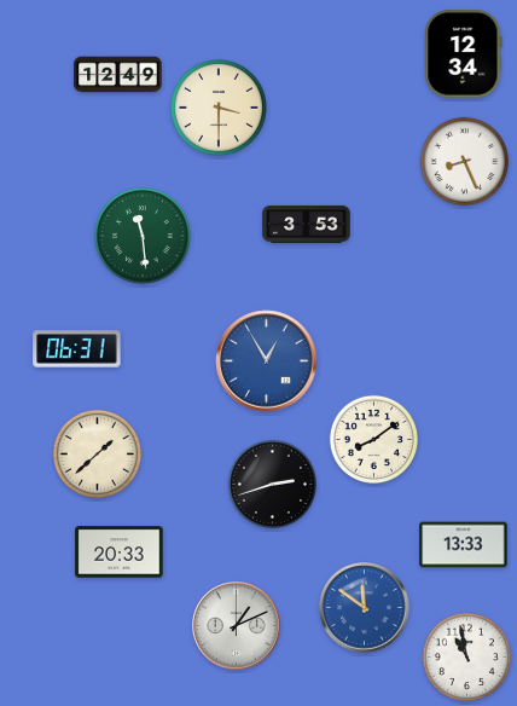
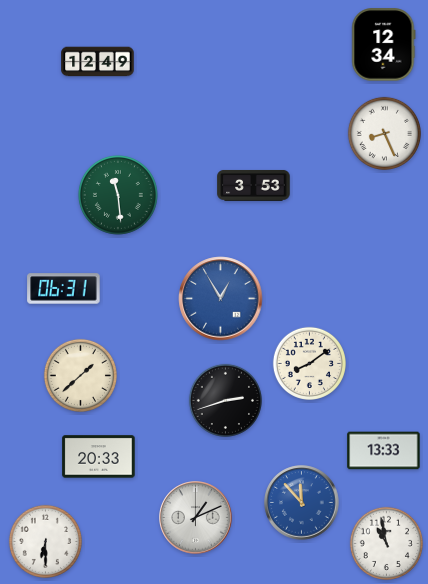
clock at (219, 108): 3:30 -> none
clock at (365, 608): 11:51 -> 11:53
clock at (45, 541): none -> 6:30
